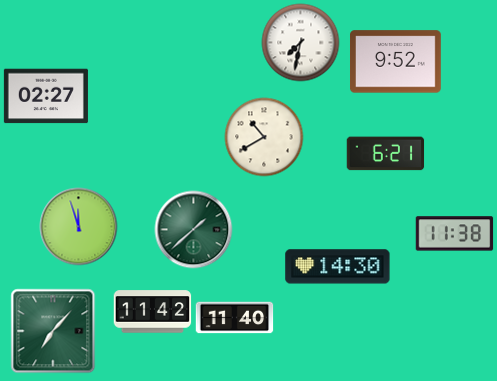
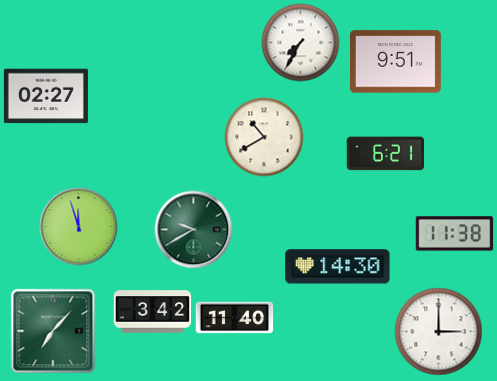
clock at (300, 42): 7:32 -> 7:35
clock at (396, 62): 9:52 -> 9:51
clock at (193, 229): 1:38 -> 9:40
clock at (152, 312): 11:42 -> 3:42
clock at (438, 331): none -> 3:00
